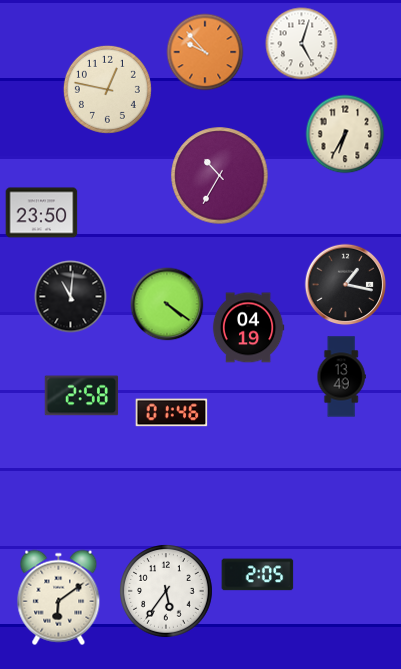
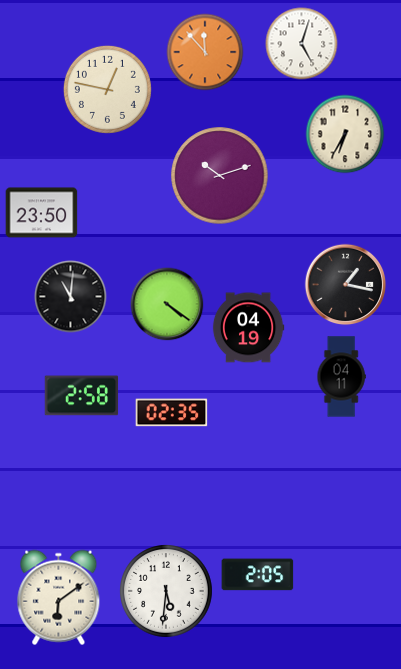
clock at (205, 52): 9:53 -> 11:53
clock at (220, 176): 10:35 -> 10:12
clock at (341, 377): 13:49 -> 04:11
clock at (172, 413): 01:46 -> 02:35
clock at (167, 592): 5:36 -> 5:31
